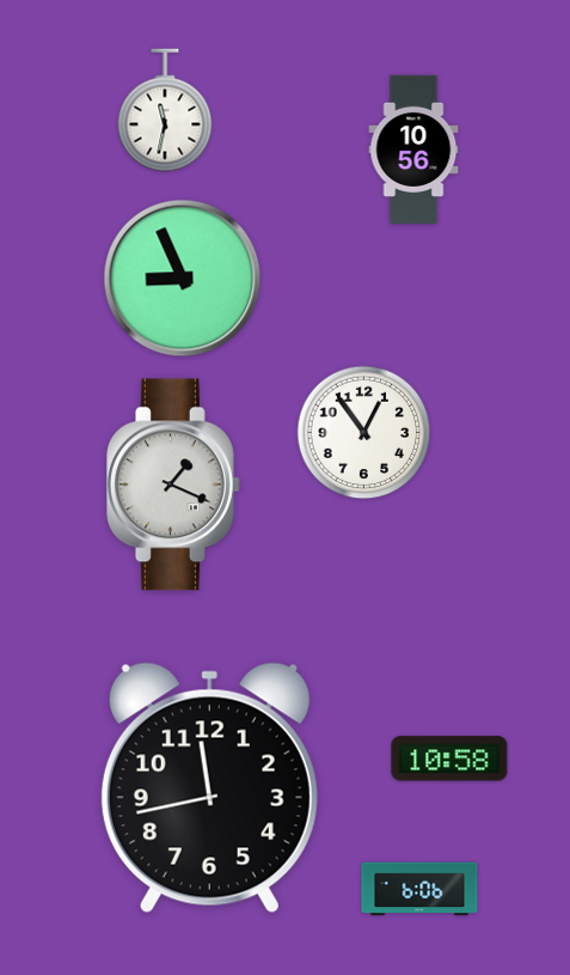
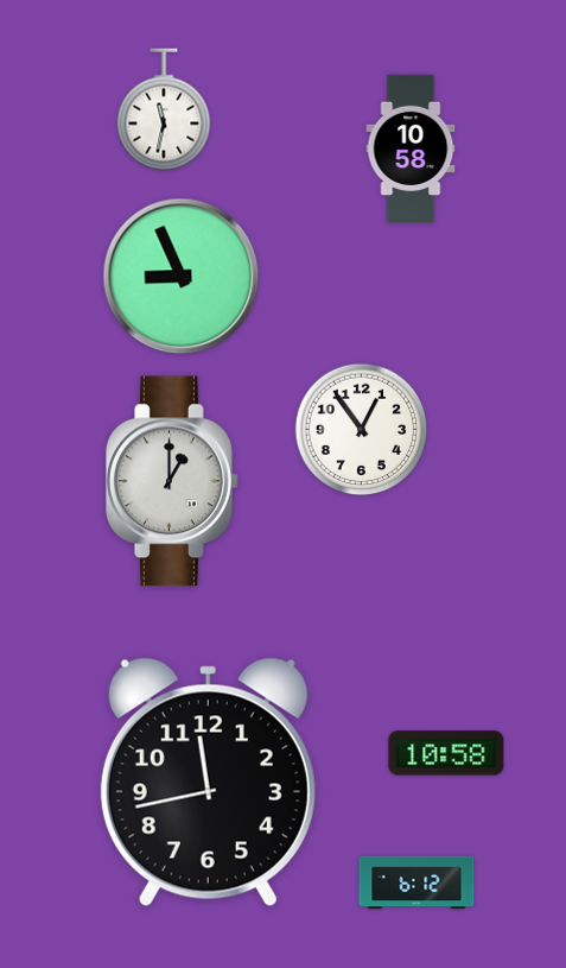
clock at (413, 148): 10:56 -> 10:58
clock at (174, 485): 1:19 -> 1:00
clock at (419, 889): 6:06 -> 6:12
